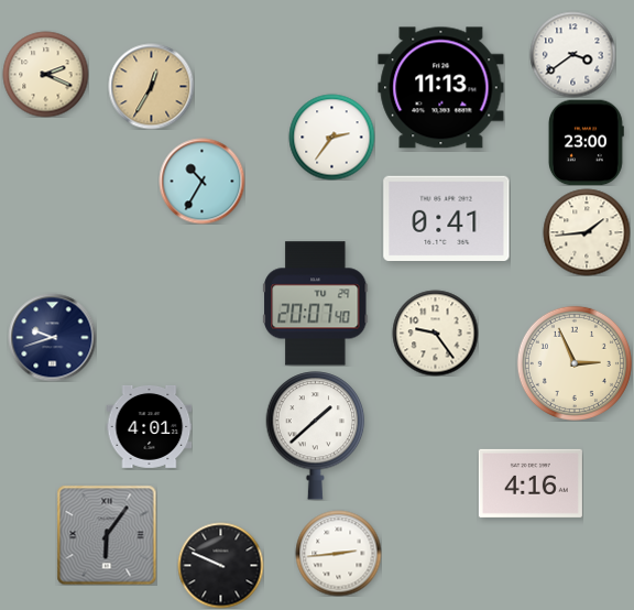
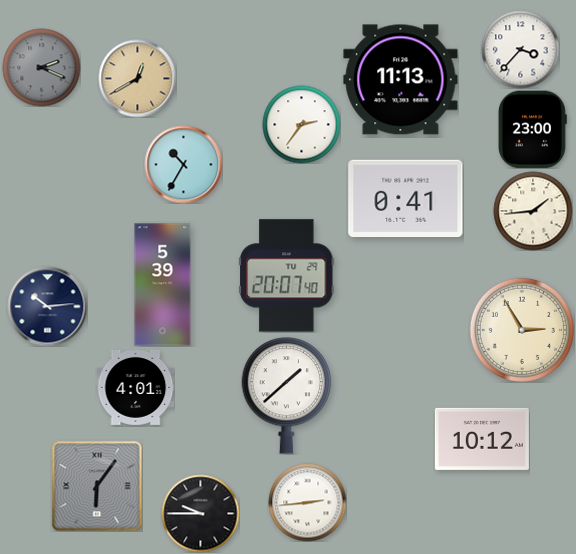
clock at (572, 54): 3:39 -> 3:37
clock at (45, 74) dial: cream -> grey
clock at (151, 86): 12:35 -> 12:40
clock at (163, 285): none -> 5:39
clock at (435, 333): 9:24 -> none
clock at (52, 337): 9:42 -> 10:14
clock at (575, 363): 2:56 -> 2:55
clock at (531, 483): 4:16 -> 10:12
clock at (220, 565): 9:49 -> 9:45
